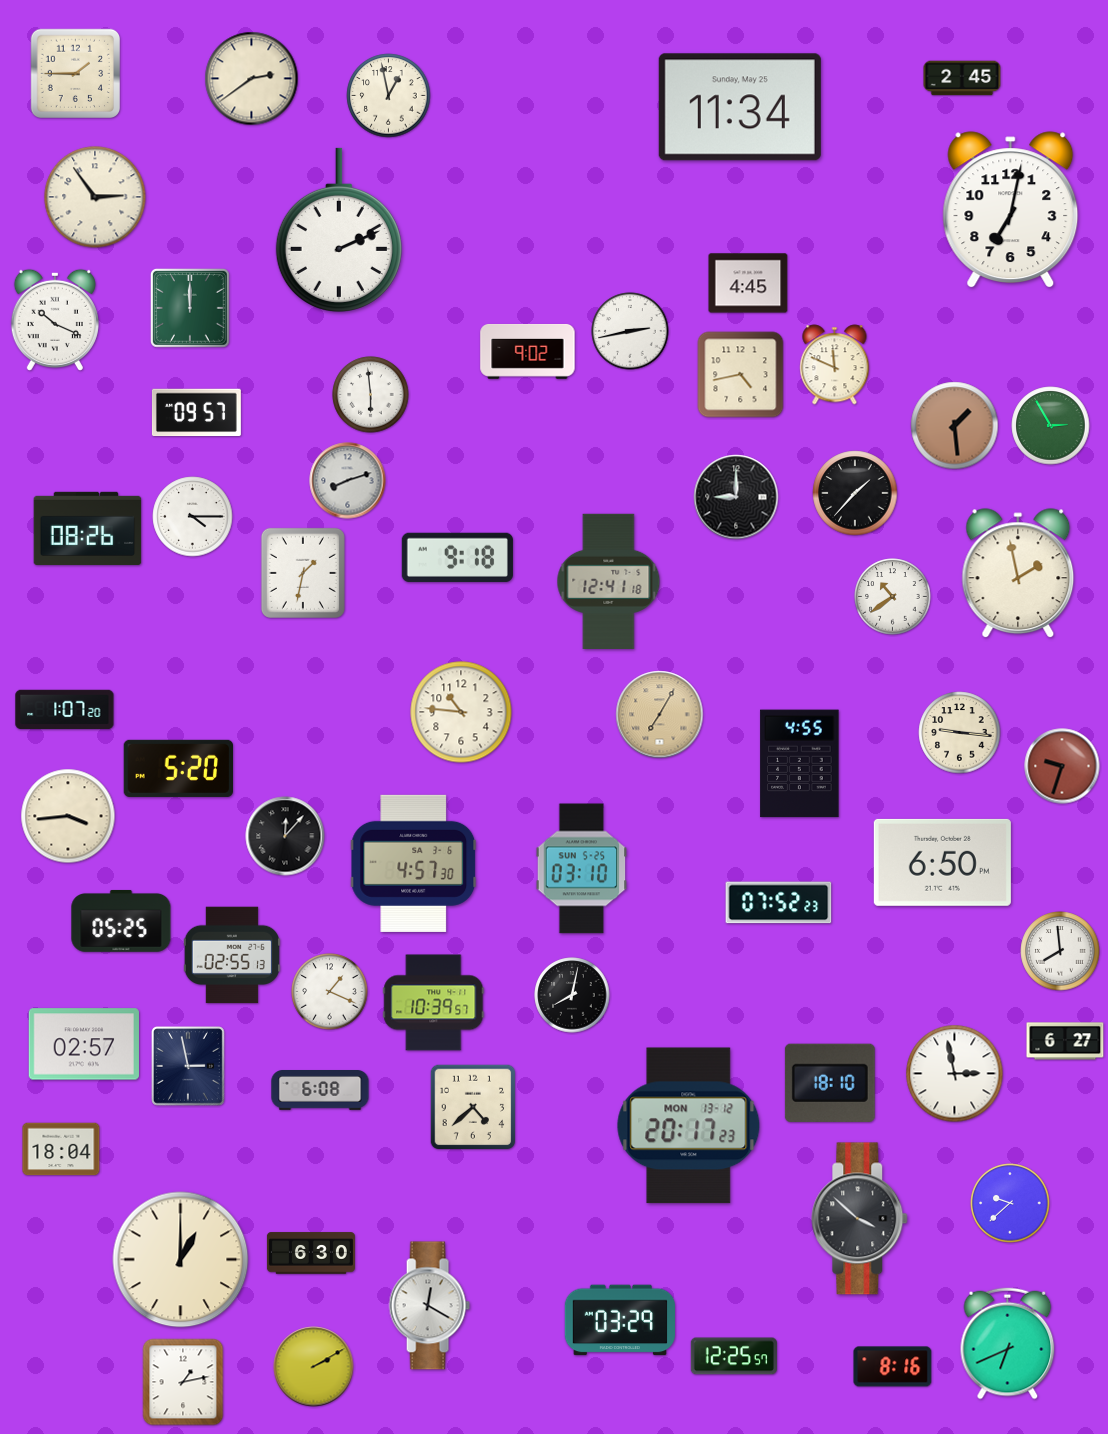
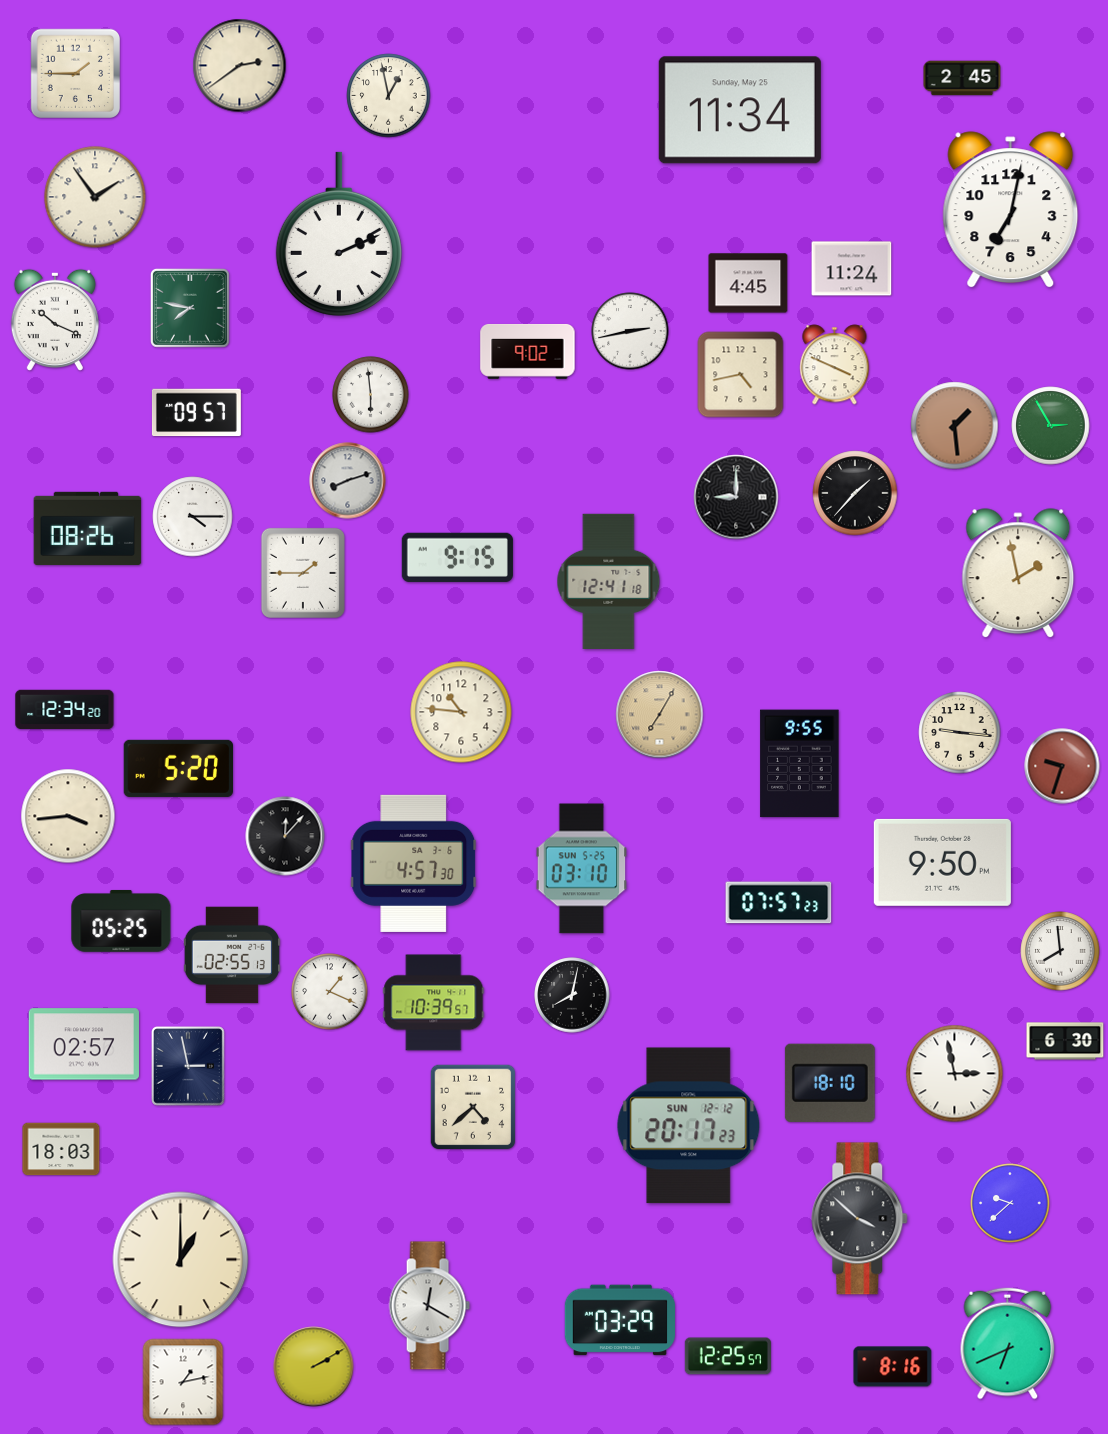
clock at (252, 79) position: (252, 79) -> (240, 66)
clock at (740, 107) position: (740, 107) -> (740, 110)
clock at (95, 197): 2:54 -> 1:54
clock at (339, 229) position: (339, 229) -> (339, 233)
clock at (852, 269): none -> 11:24
clock at (190, 308): 12:00 -> 7:47
clock at (835, 365): 11:49 -> 3:49
clock at (457, 557): 9:18 -> 9:15
clock at (303, 573): 1:32 -> 1:45
clock at (893, 597): 10:39 -> none
clock at (65, 710): 1:07 -> 12:34
clock at (800, 764): 4:55 -> 9:55
clock at (942, 862): 6:50 -> 9:50
clock at (779, 903): 07:52 -> 07:57
clock at (1065, 1041): 6:27 -> 6:30
clock at (320, 1091): 6:08 -> none
clock at (689, 1126) date: MON 13-12 -> SUN 12-12
clock at (61, 1149): 18:04 -> 18:03
clock at (311, 1253): 6:30 -> none
clock at (734, 1356) position: (734, 1356) -> (728, 1356)
